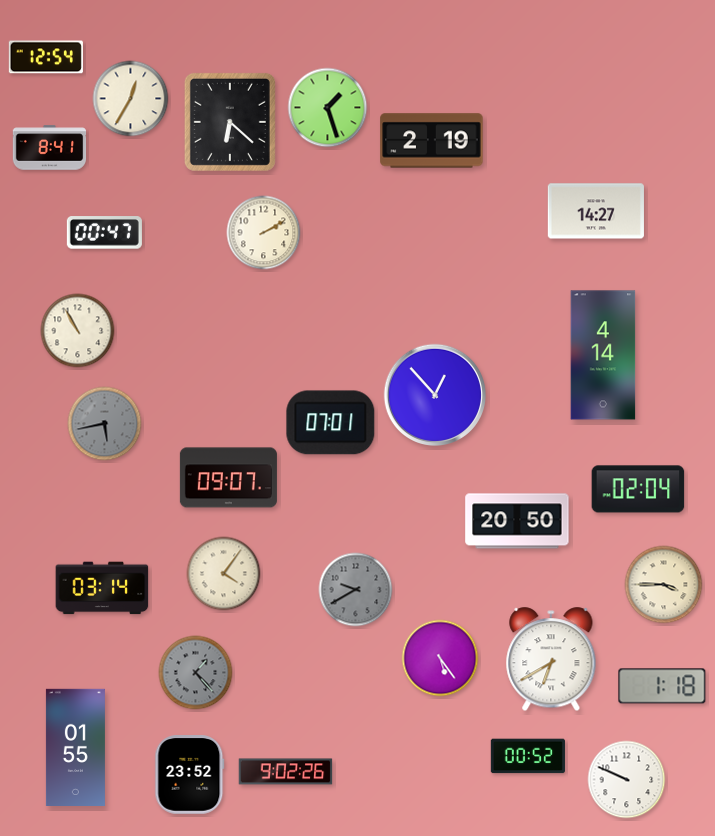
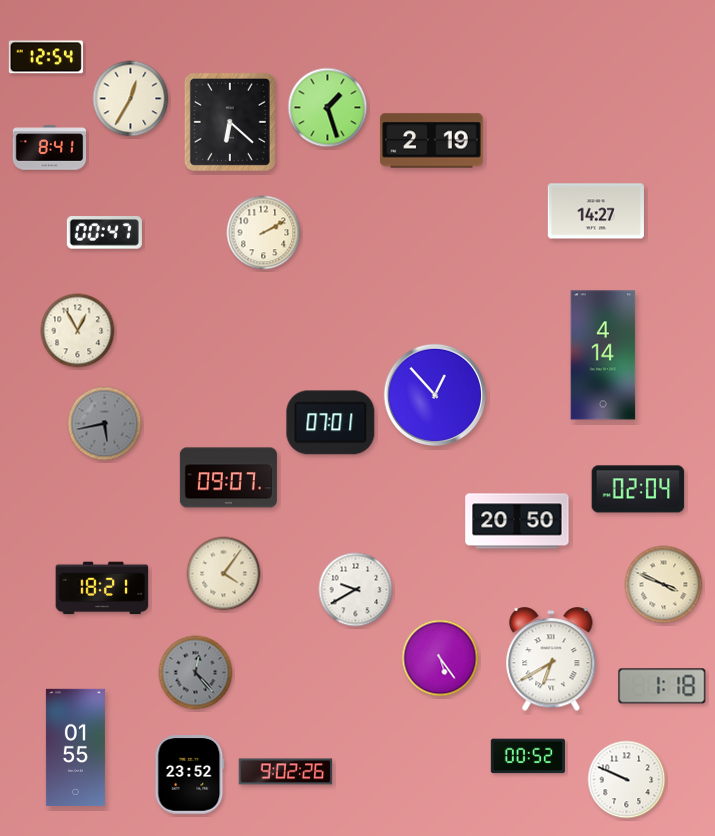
clock at (78, 331): 10:55 -> 12:55
clock at (664, 585): 3:45 -> 3:49
clock at (102, 588): 03:14 -> 18:21
clock at (356, 590) dial: grey -> white
clock at (196, 673): 1:23 -> 12:23
